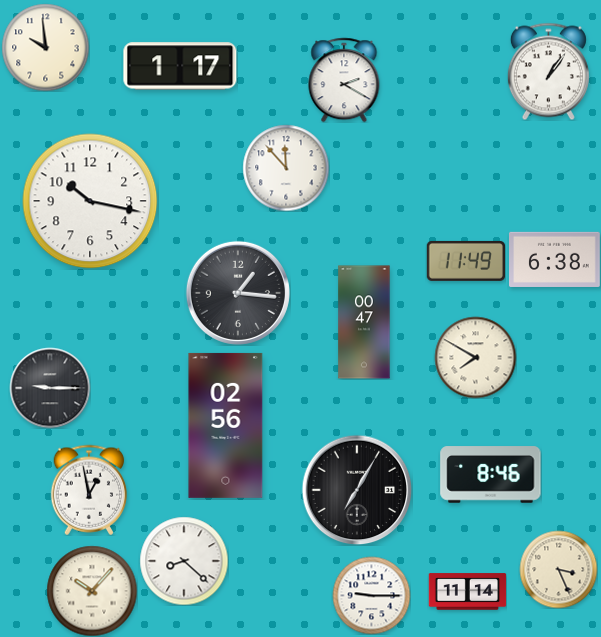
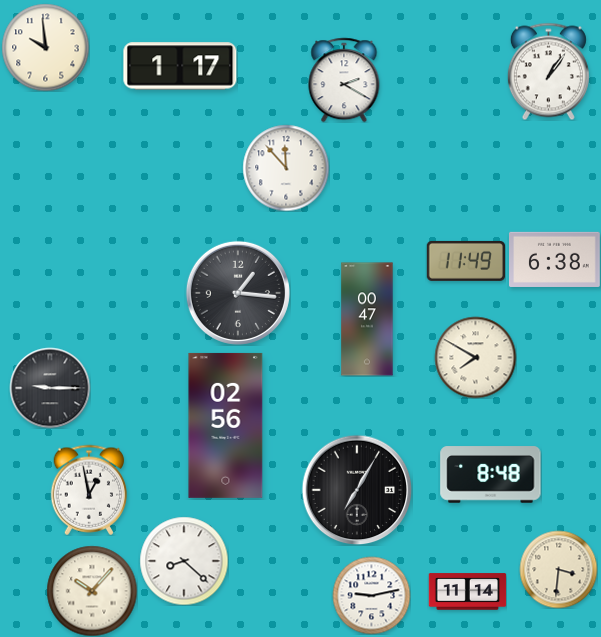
clock at (90, 201): 10:17 -> none
clock at (364, 322) position: (364, 322) -> (367, 319)
clock at (491, 475): 8:46 -> 8:48
clock at (558, 569): 3:26 -> 3:31
clock at (371, 595): 9:15 -> 9:13
